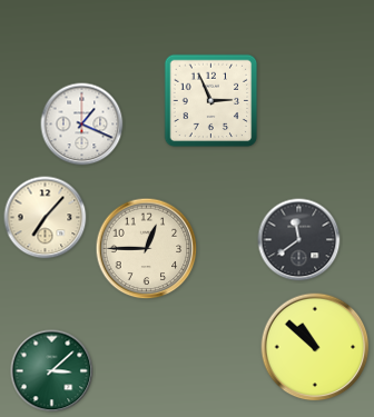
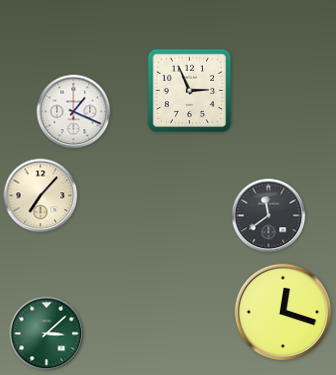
clock at (147, 249): 12:45 -> none
clock at (315, 347): 10:52 -> 12:18
